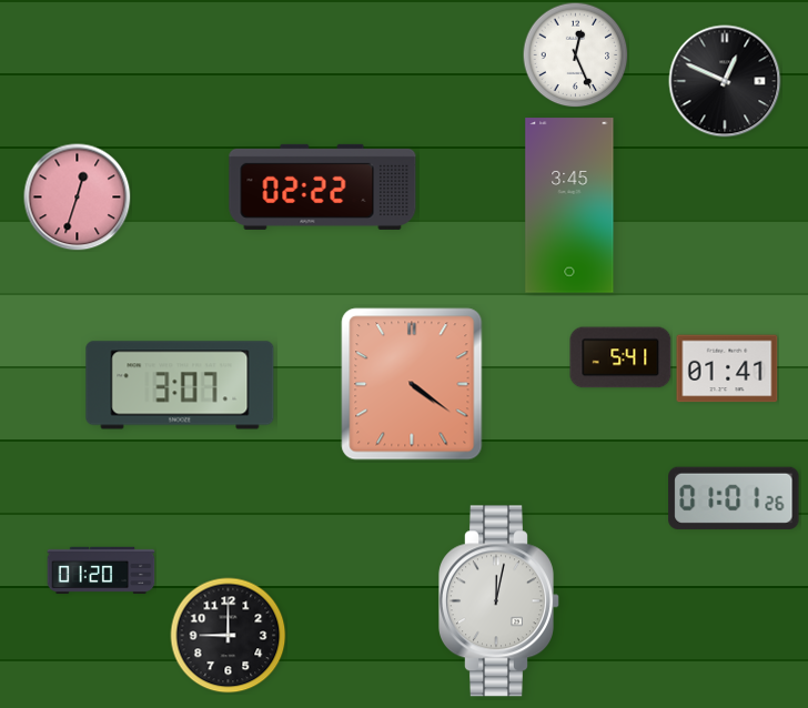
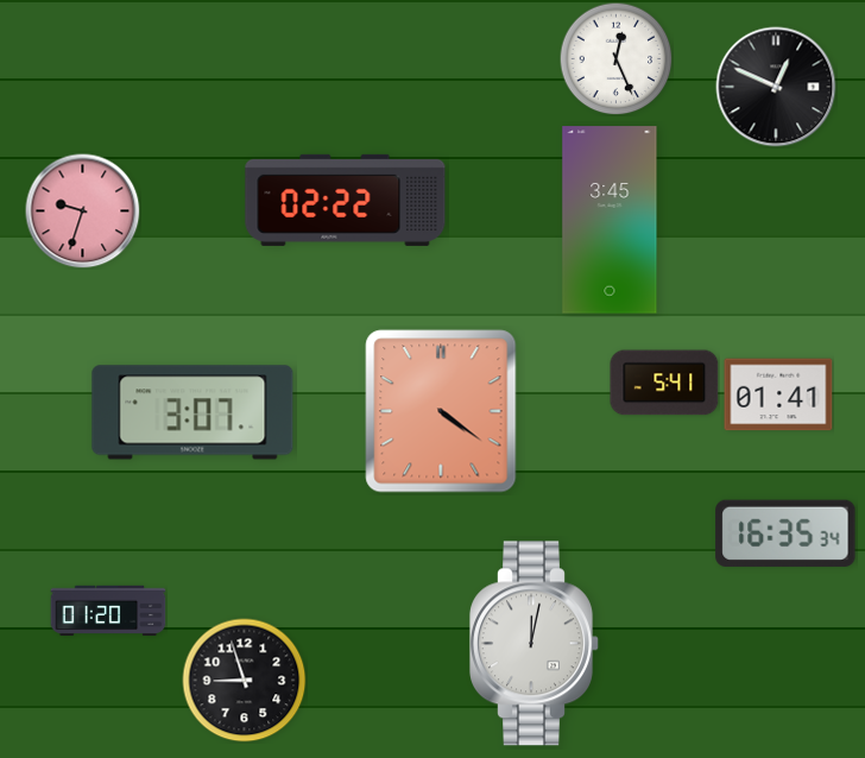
clock at (78, 198): 12:33 -> 9:33
clock at (734, 498): 01:01 -> 16:35
clock at (229, 636): 9:00 -> 8:57
